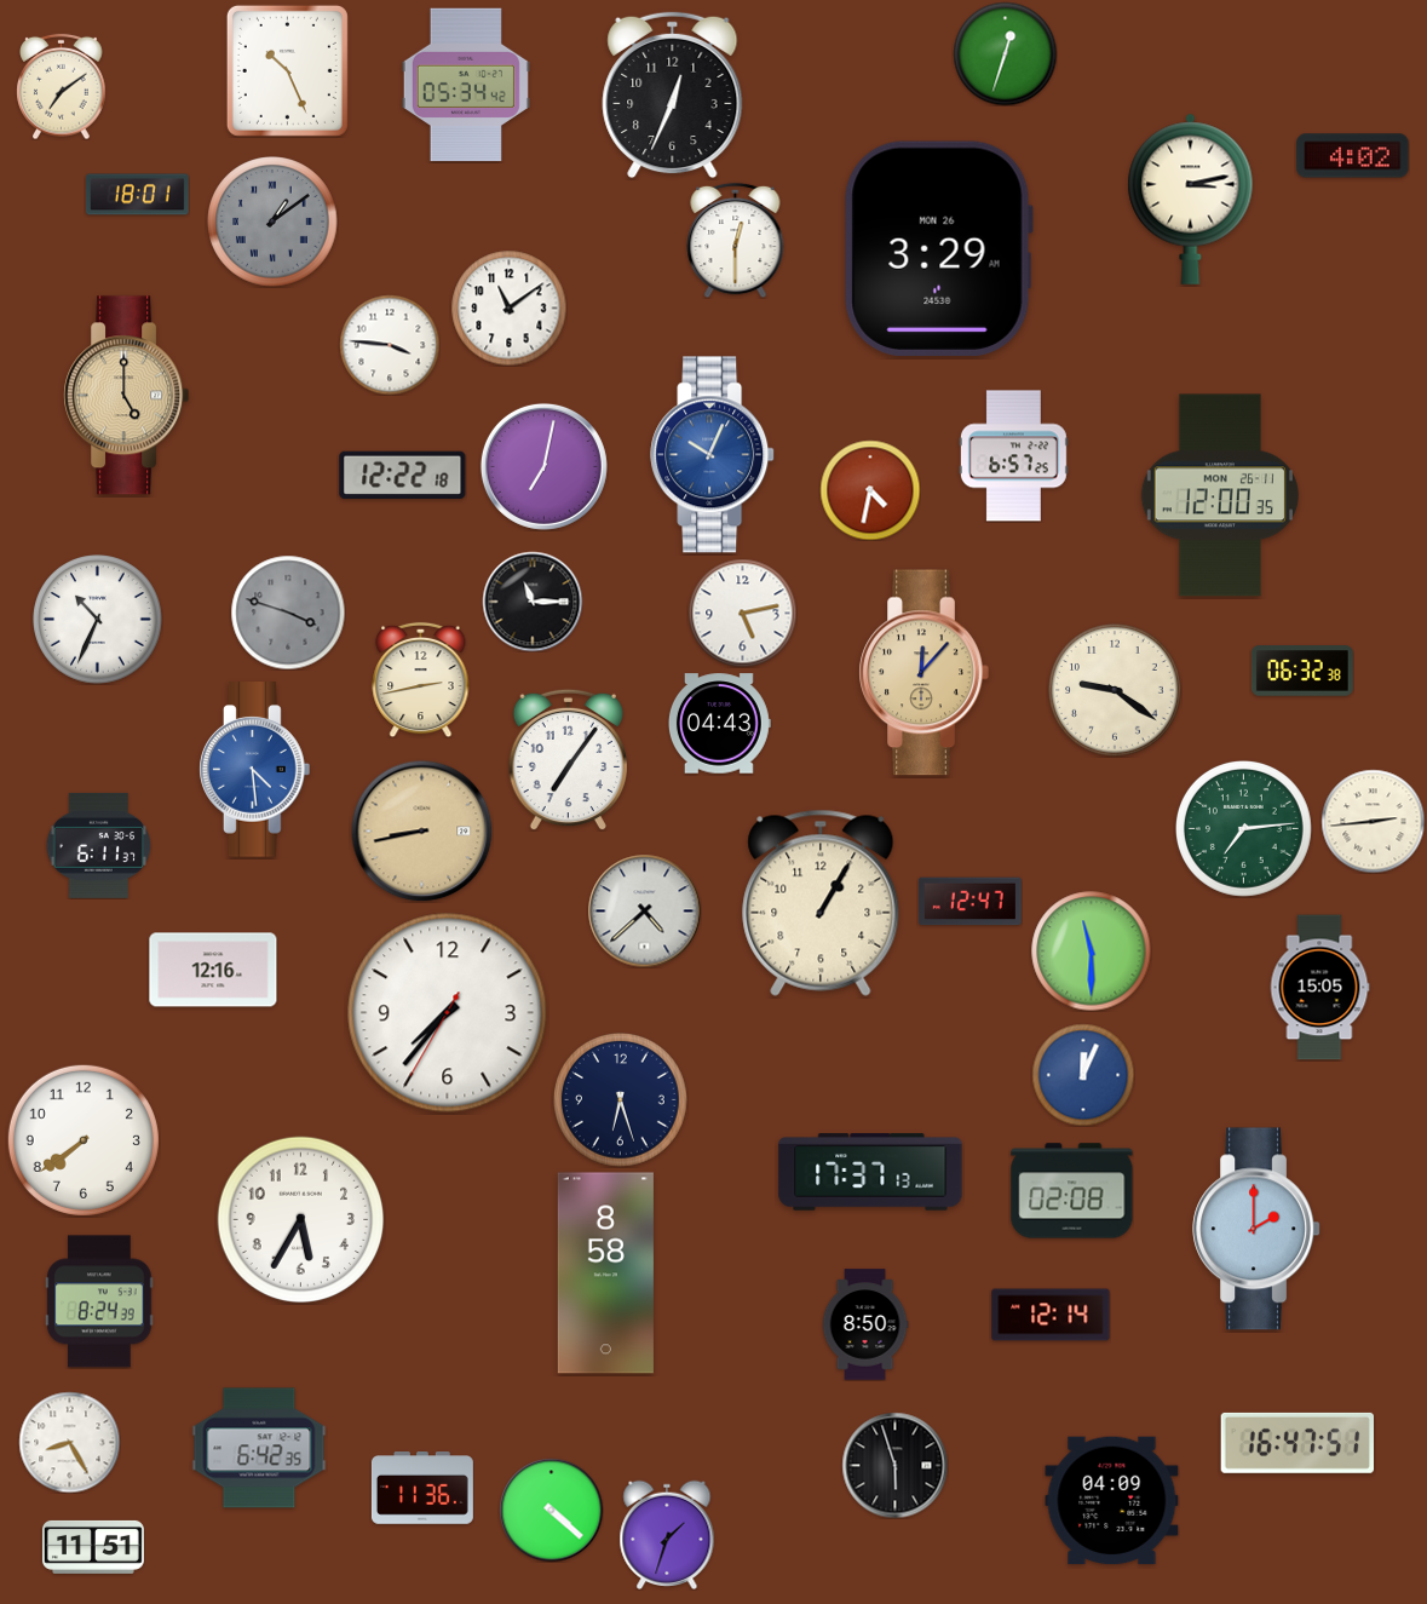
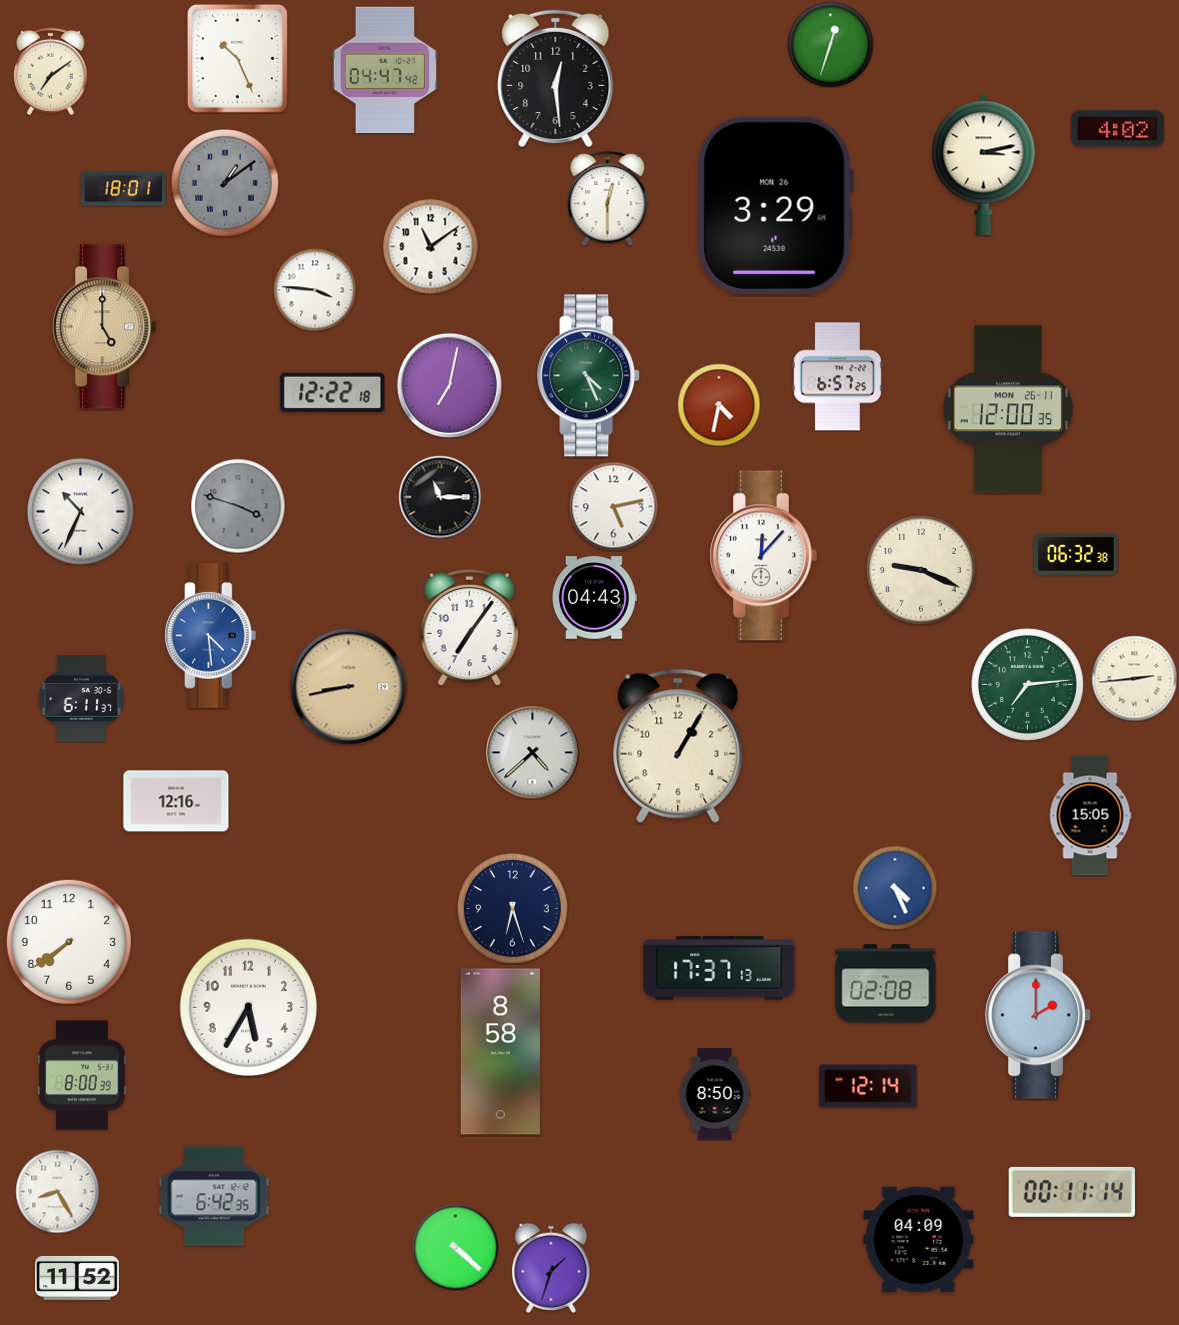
clock at (466, 85): 05:34 -> 04:47
clock at (673, 96): 12:34 -> 12:29
clock at (137, 195) position: (137, 195) -> (123, 189)
clock at (508, 307) position: (508, 307) -> (430, 246)
clock at (390, 345) position: (390, 345) -> (315, 290)
clock at (713, 455): 10:04 -> 4:26
clock at (713, 455) dial: blue -> green
clock at (923, 673) dial: champagne -> white
clock at (421, 679): 2:43 -> none
clock at (1116, 691): 9:21 -> 9:19
clock at (969, 902): 12:47 -> none
clock at (1092, 952): 11:30 -> none
clock at (448, 1013): 7:36 -> none
clock at (1083, 1075): 12:04 -> 4:26
clock at (99, 1301): 8:24 -> 8:00
clock at (1296, 1443): 16:47 -> 00:11
clock at (894, 1465): 5:57 -> none
clock at (422, 1488): 11:36 -> none
clock at (93, 1547): 11:51 -> 11:52
